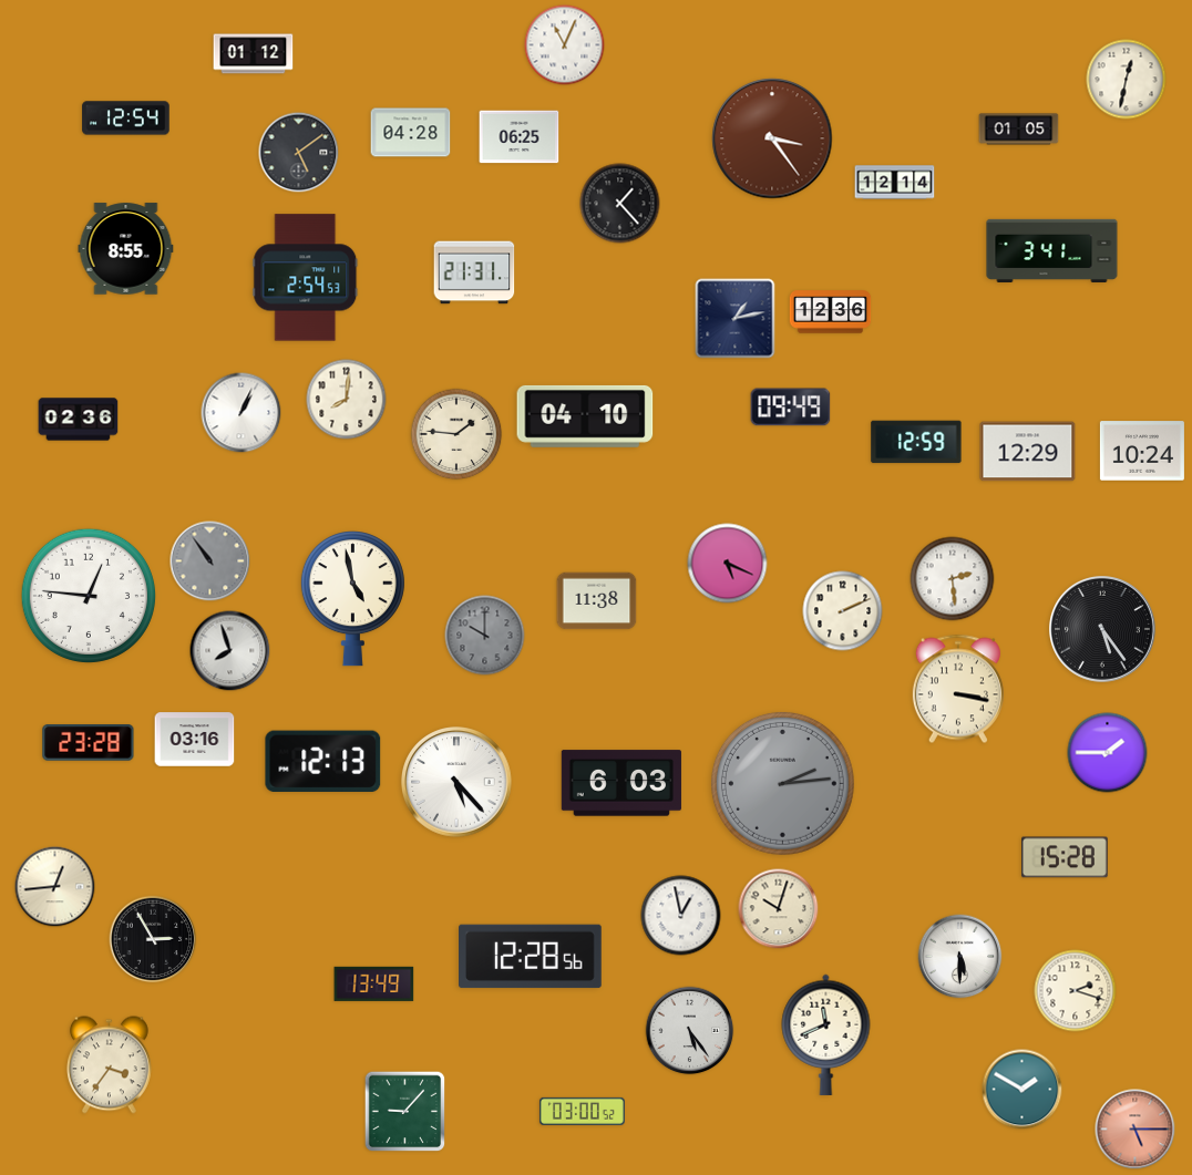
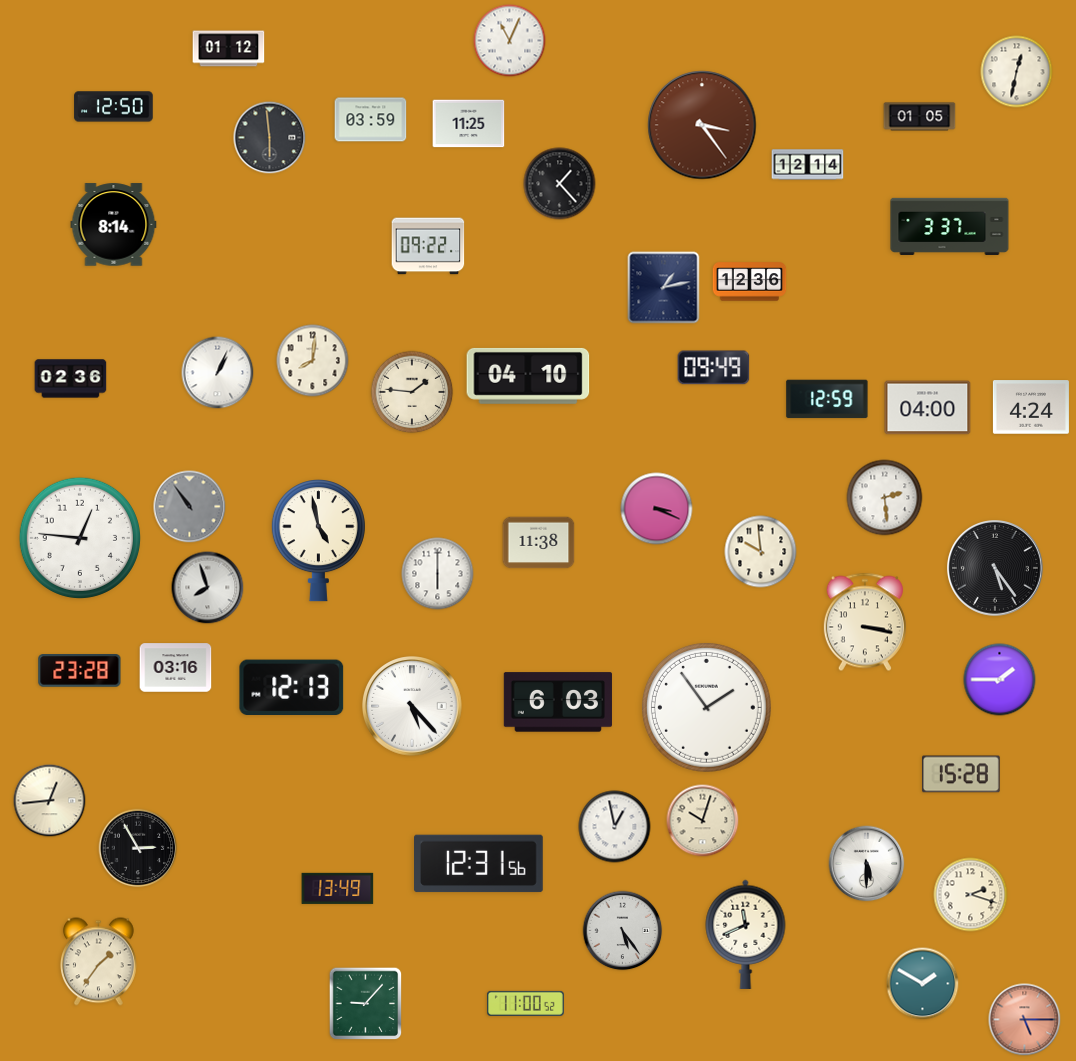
clock at (126, 118): 12:54 -> 12:50
clock at (411, 133): 04:28 -> 03:59
clock at (520, 137): 06:25 -> 11:25
clock at (772, 138) position: (772, 138) -> (702, 125)
clock at (299, 153): 5:09 -> 5:59
clock at (126, 249): 8:55 -> 8:14
clock at (1052, 250): 3:41 -> 3:37
clock at (474, 272): 21:31 -> 09:22
clock at (306, 278): 2:54 -> none
clock at (1142, 451): 10:24 -> 4:24
clock at (1028, 452): 12:29 -> 04:00
clock at (728, 564): 5:19 -> 3:19
clock at (953, 579) position: (953, 579) -> (885, 498)
clock at (843, 611): 2:11 -> 9:59
clock at (485, 636): 10:00 -> 6:00
clock at (485, 636) dial: grey -> white
clock at (621, 783) position: (621, 783) -> (558, 702)
clock at (782, 783): 2:14 -> 1:54
clock at (782, 783) dial: grey -> white
clock at (531, 957): 12:28 -> 12:31
clock at (109, 1065): 3:36 -> 1:36
clock at (582, 1111): 03:00 -> 11:00
